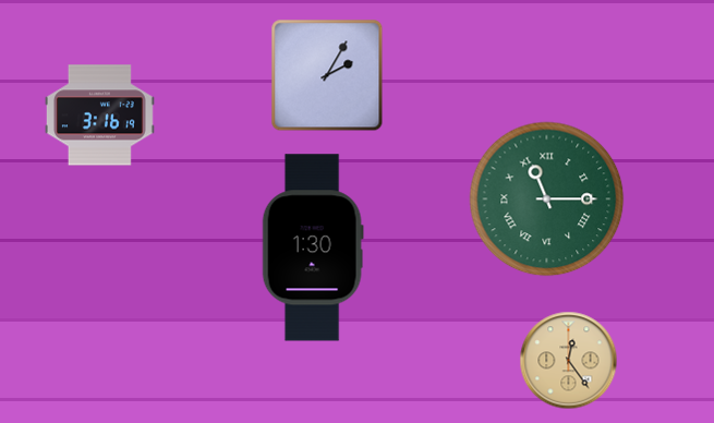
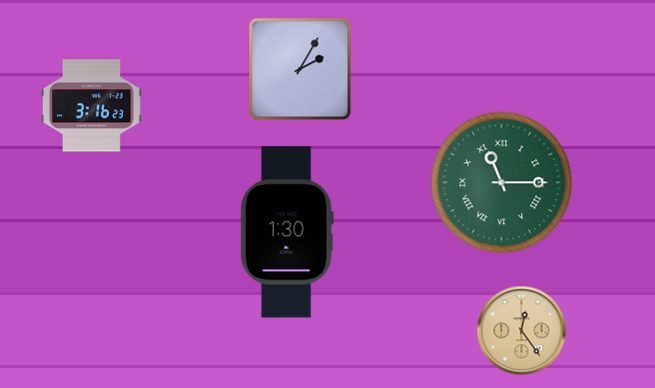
clock at (99, 116): 3:16:19 -> 3:16:23
clock at (313, 247) position: (313, 247) -> (287, 232)
